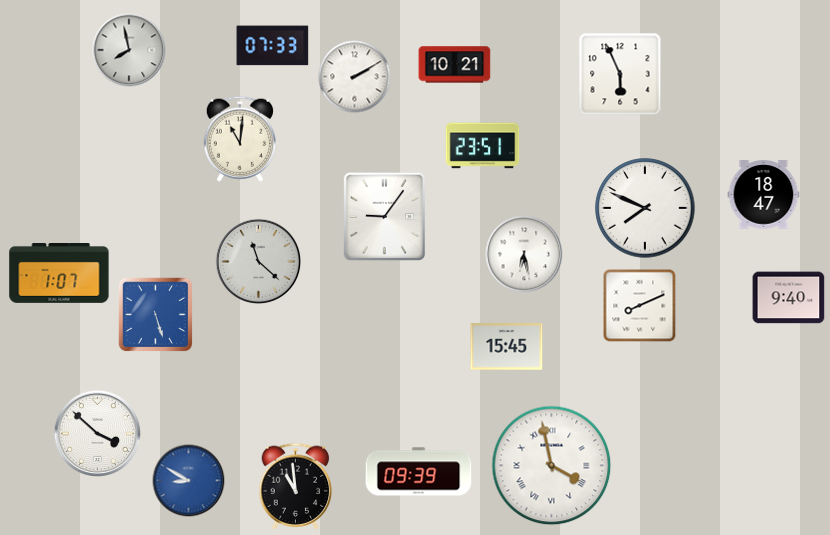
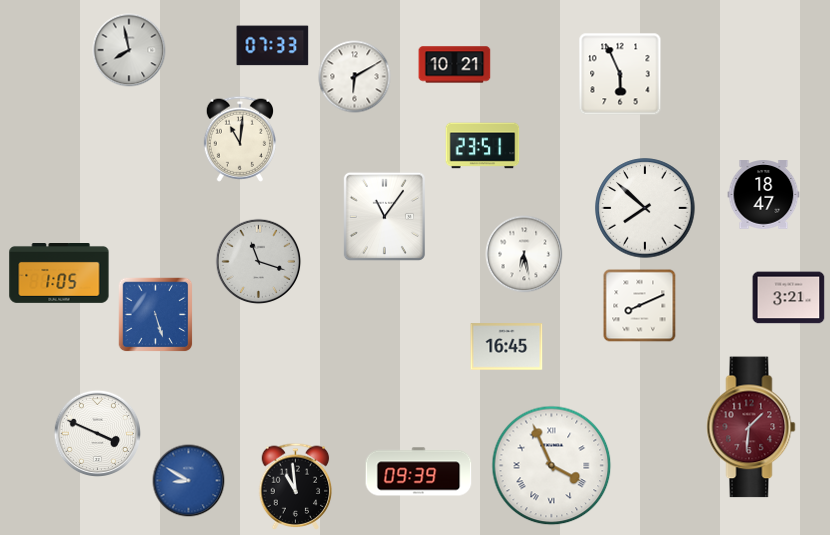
clock at (355, 77): 2:10 -> 6:10
clock at (645, 208): 7:49 -> 7:52
clock at (384, 216): 9:06 -> 11:06
clock at (259, 262): 11:22 -> 11:18
clock at (59, 274): 1:07 -> 1:05
clock at (789, 298): 9:40 -> 3:21
clock at (507, 347): 15:45 -> 16:45
clock at (751, 427): none -> 1:31
clock at (97, 433): 3:52 -> 3:49
clock at (552, 466): 3:58 -> 3:56
